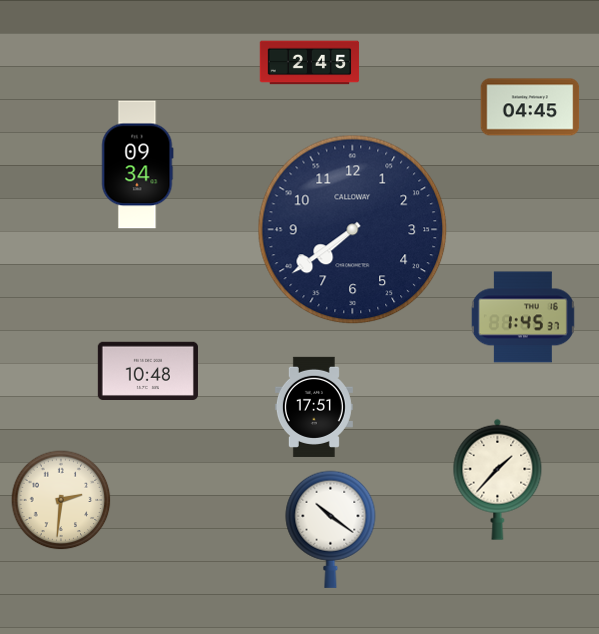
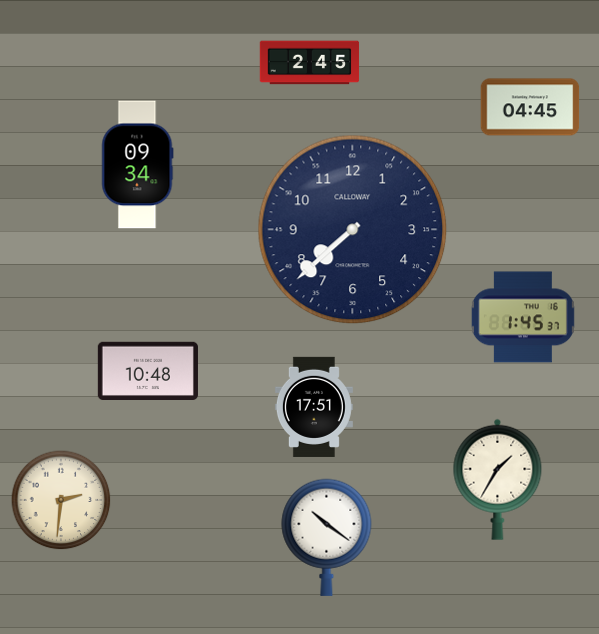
clock at (353, 230): 7:39 -> 7:38
clock at (498, 479): 1:37 -> 1:35
clock at (331, 529) position: (331, 529) -> (327, 537)
